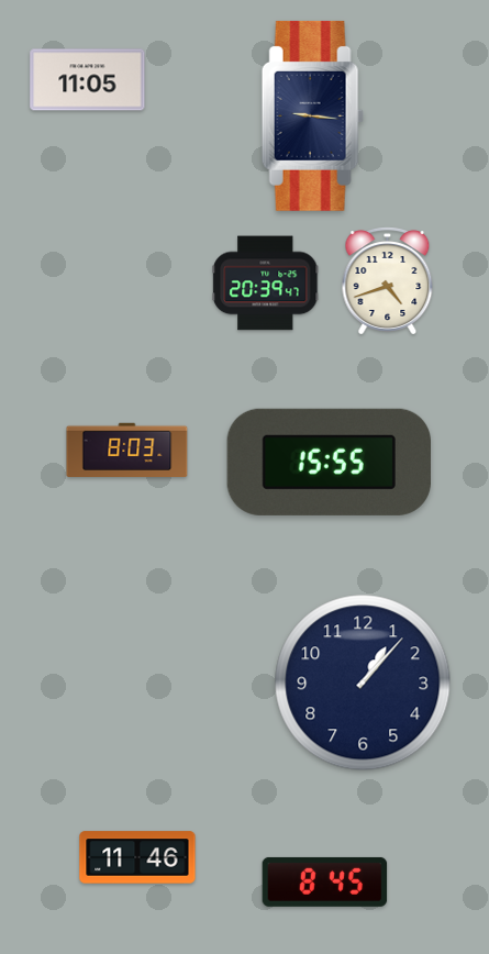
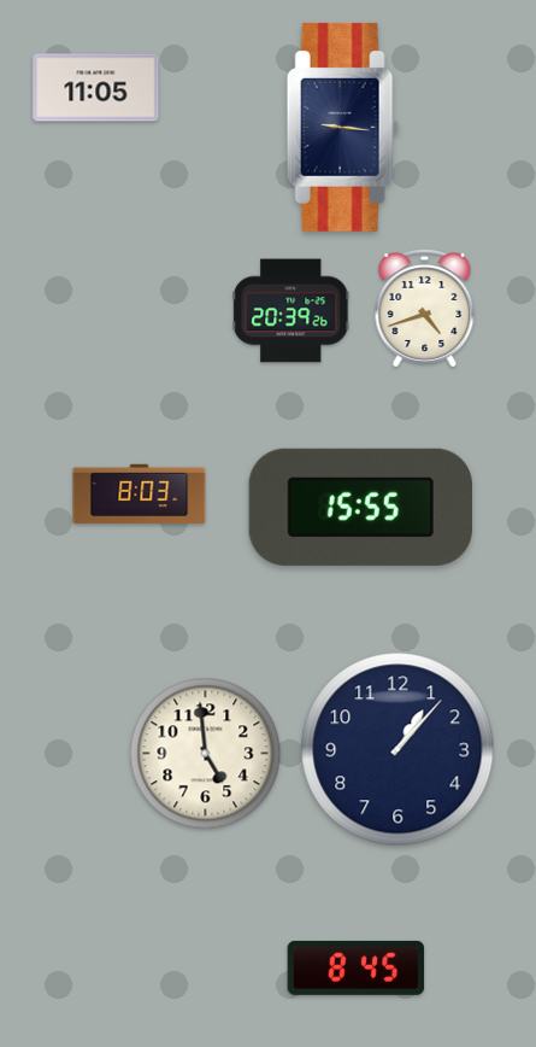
clock at (266, 284): 20:39:47 -> 20:39:26
clock at (206, 754): none -> 4:59
clock at (137, 857): 11:46 -> none
